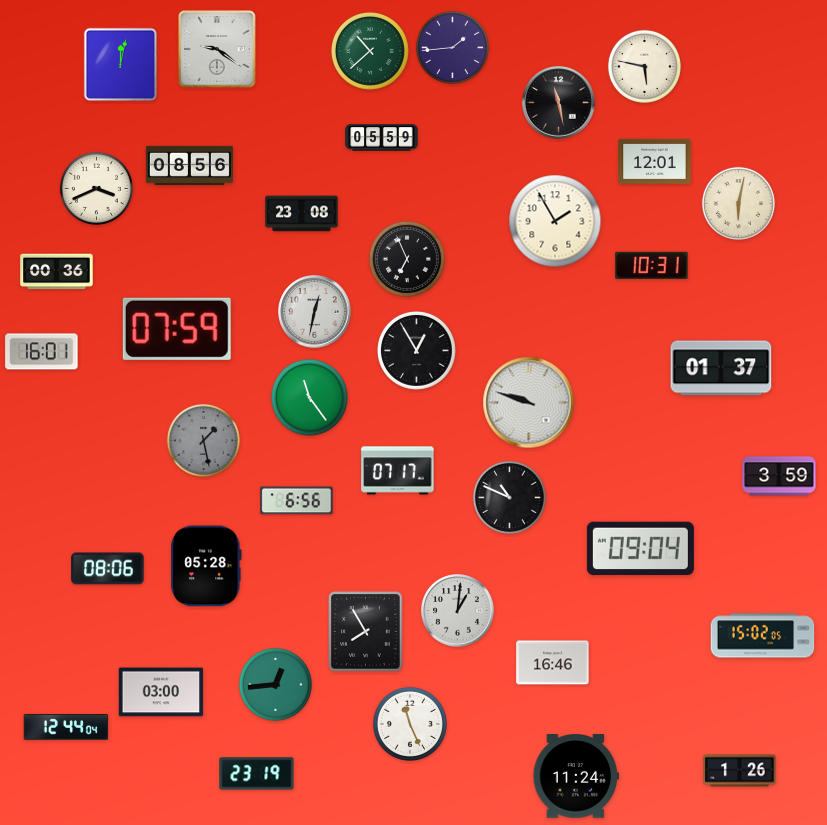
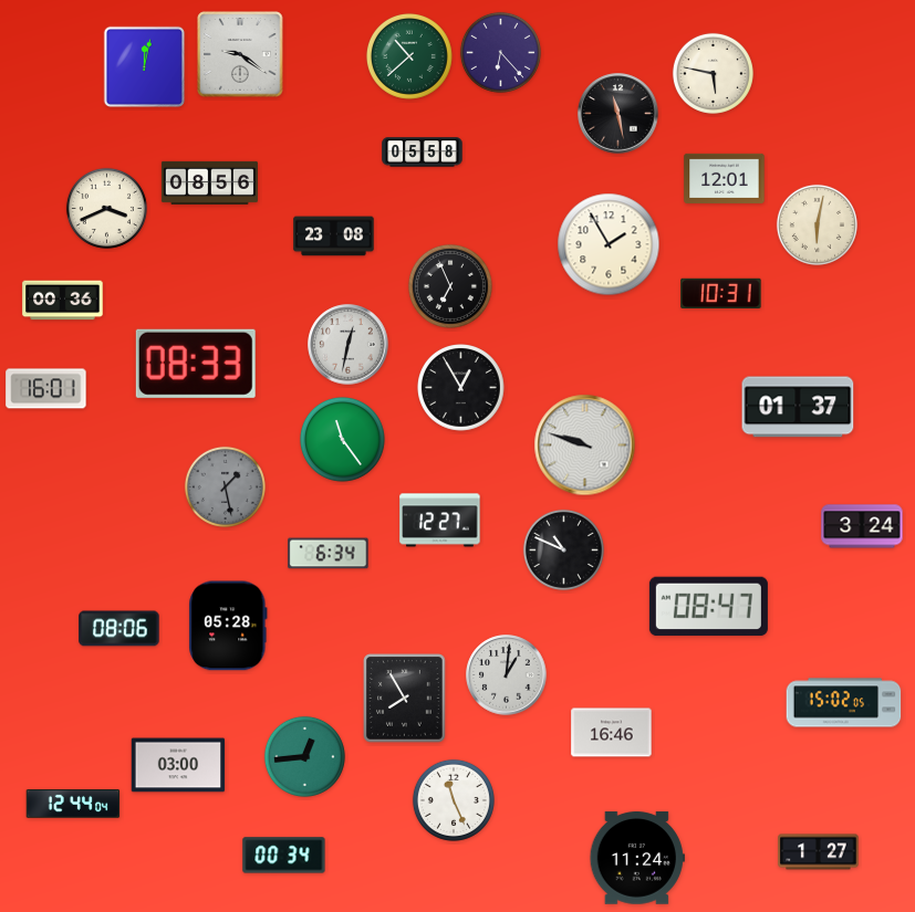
clock at (452, 47): 1:44 -> 6:23
clock at (121, 65) position: (121, 65) -> (145, 67)
clock at (382, 138): 05:59 -> 05:58
clock at (555, 221) position: (555, 221) -> (609, 244)
clock at (177, 329): 07:59 -> 08:33
clock at (398, 471): 07:17 -> 12:27
clock at (779, 476): 3:59 -> 3:24
clock at (297, 501): 6:56 -> 6:34
clock at (640, 549): 09:04 -> 08:47
clock at (740, 771): 1:26 -> 1:27
clock at (257, 774): 23:19 -> 00:34
